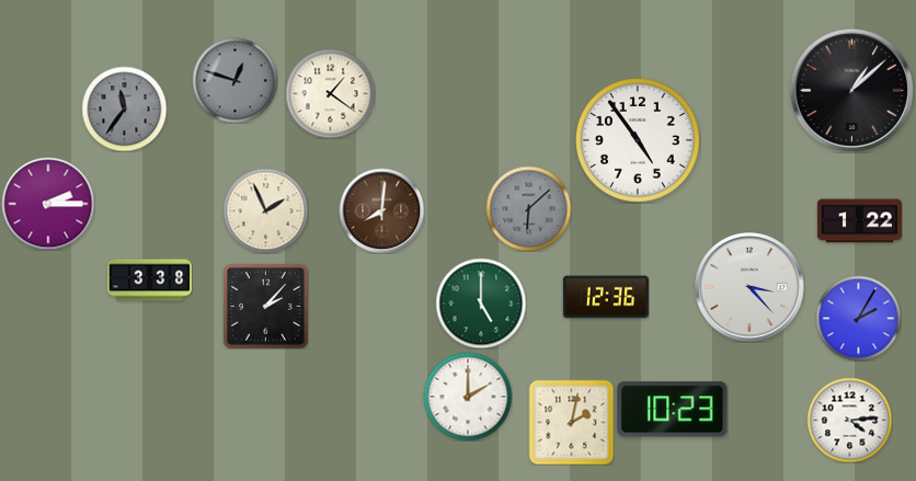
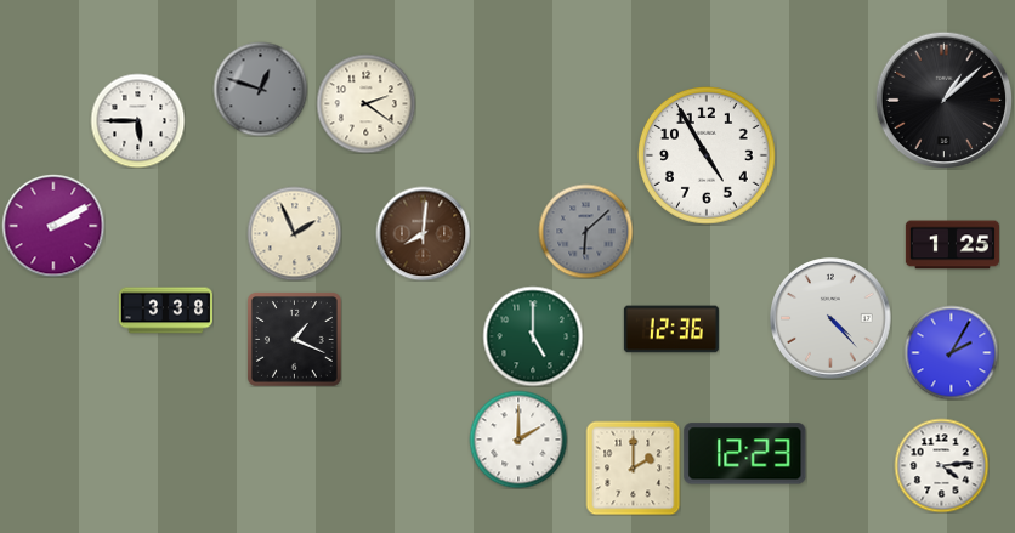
clock at (330, 93): 1:21 -> 2:21
clock at (124, 108): 11:36 -> 5:45
clock at (124, 108) dial: grey -> white
clock at (639, 141): 4:54 -> 4:55
clock at (48, 204): 2:15 -> 2:10
clock at (859, 221): 1:22 -> 1:25
clock at (749, 287): 3:23 -> 4:23
clock at (265, 306): 2:07 -> 1:19
clock at (673, 410): 10:23 -> 12:23
clock at (571, 422): 2:02 -> 2:00
